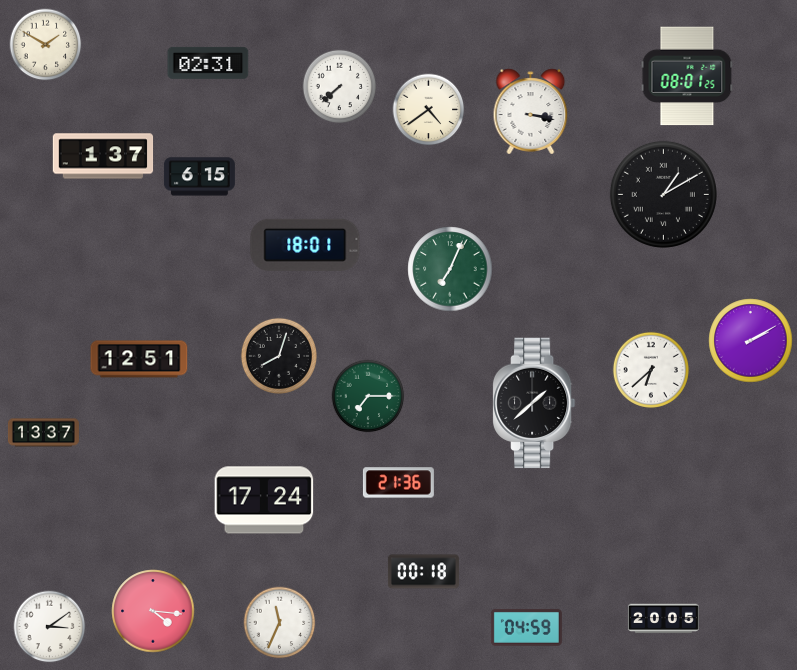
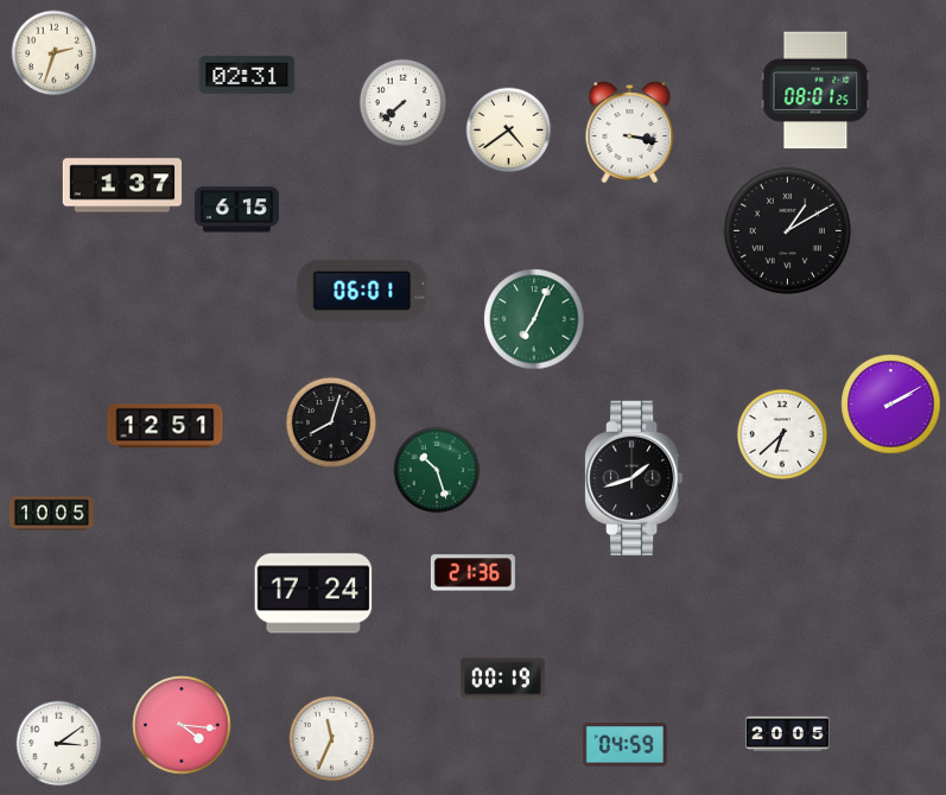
clock at (46, 45): 1:50 -> 2:33
clock at (305, 245): 18:01 -> 06:01
clock at (651, 370) position: (651, 370) -> (782, 434)
clock at (368, 396): 7:15 -> 10:27
clock at (534, 403): 1:38 -> 1:42
clock at (43, 433): 13:37 -> 10:05
clock at (423, 572): 00:18 -> 00:19
